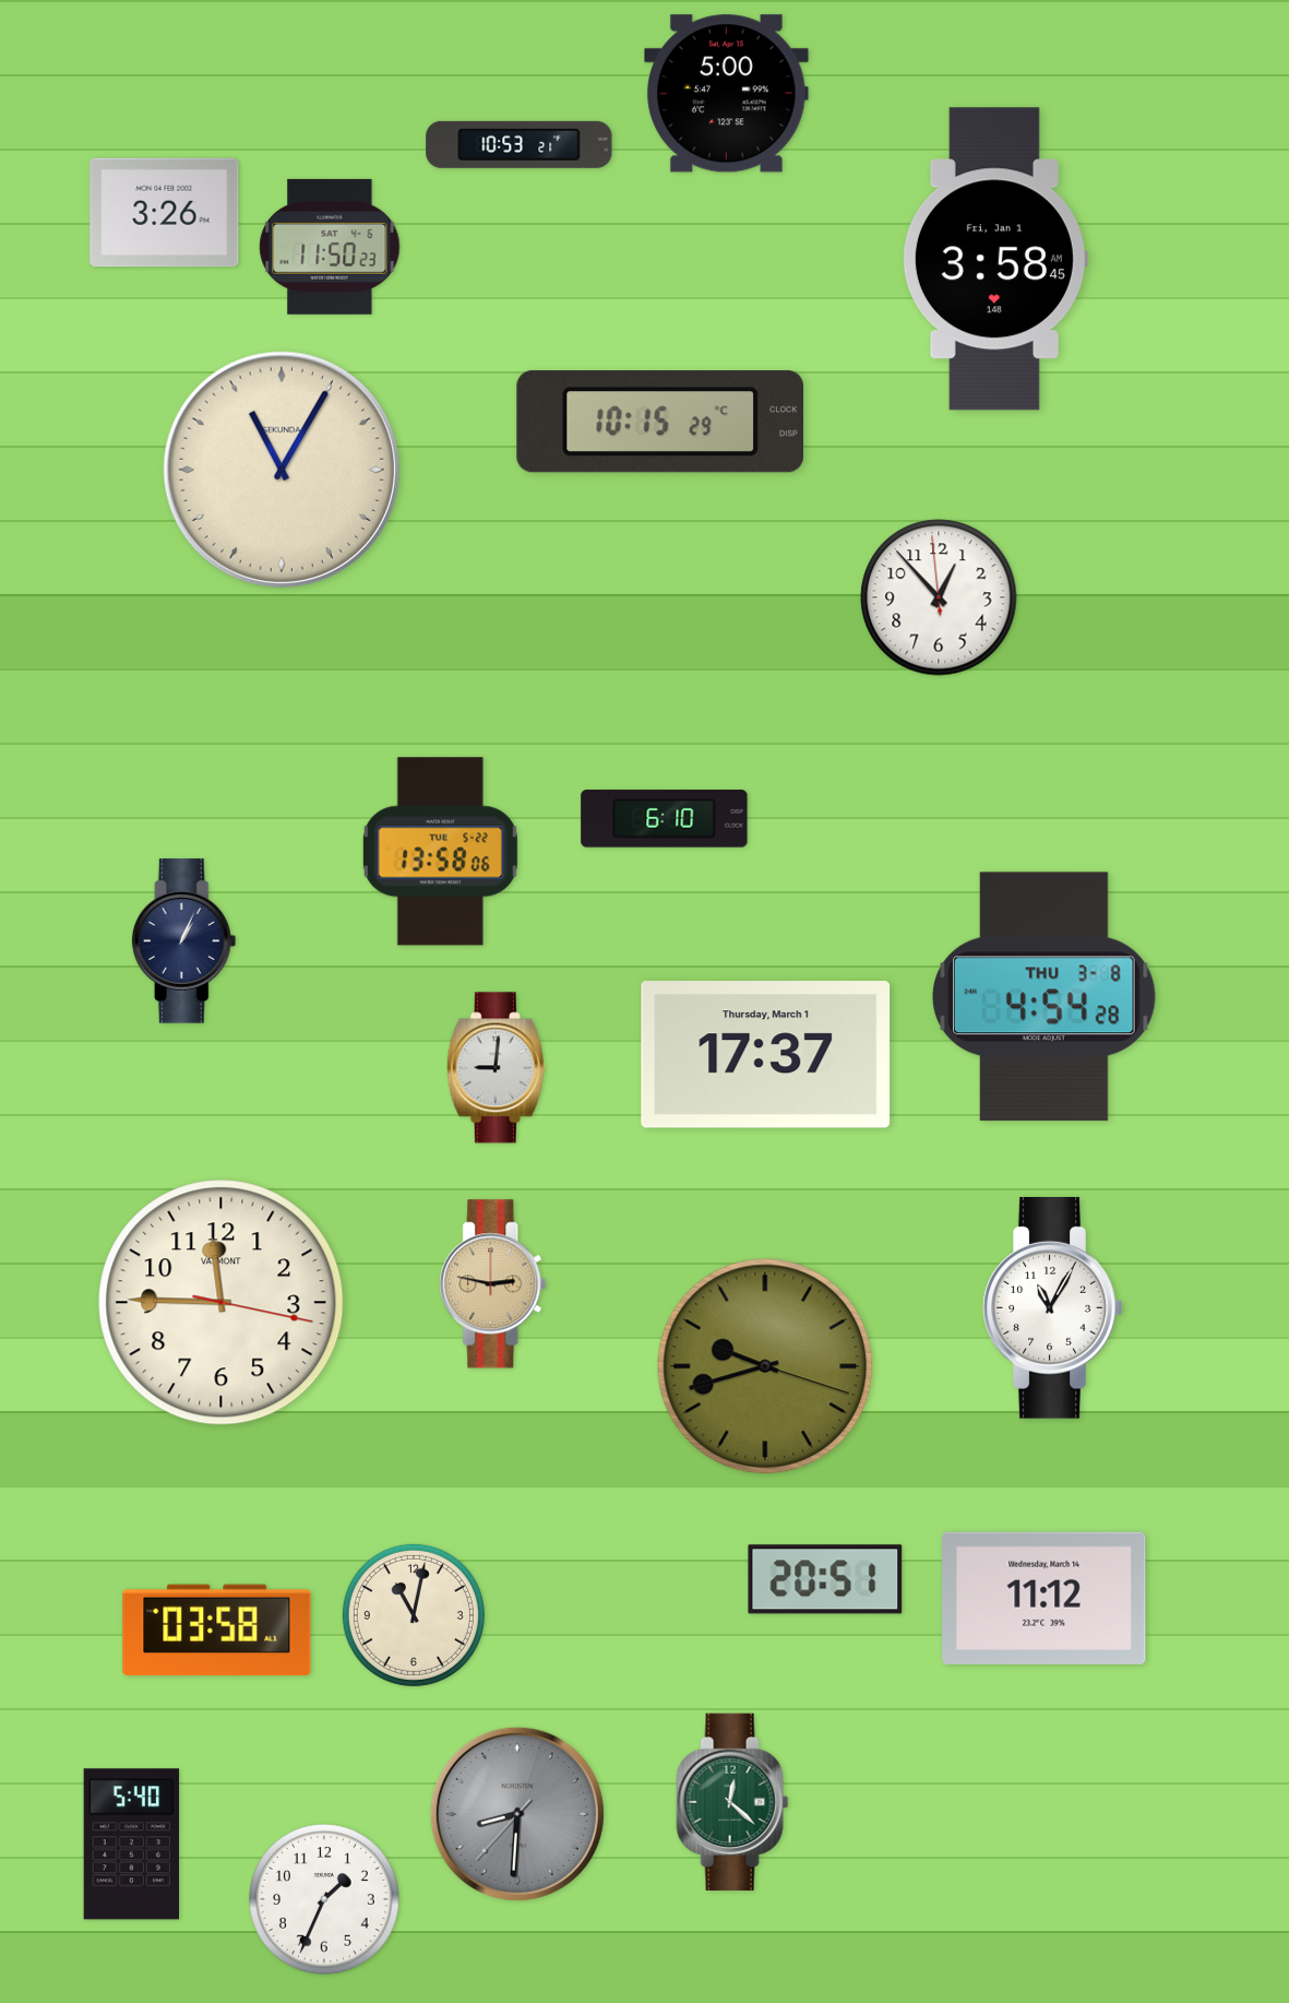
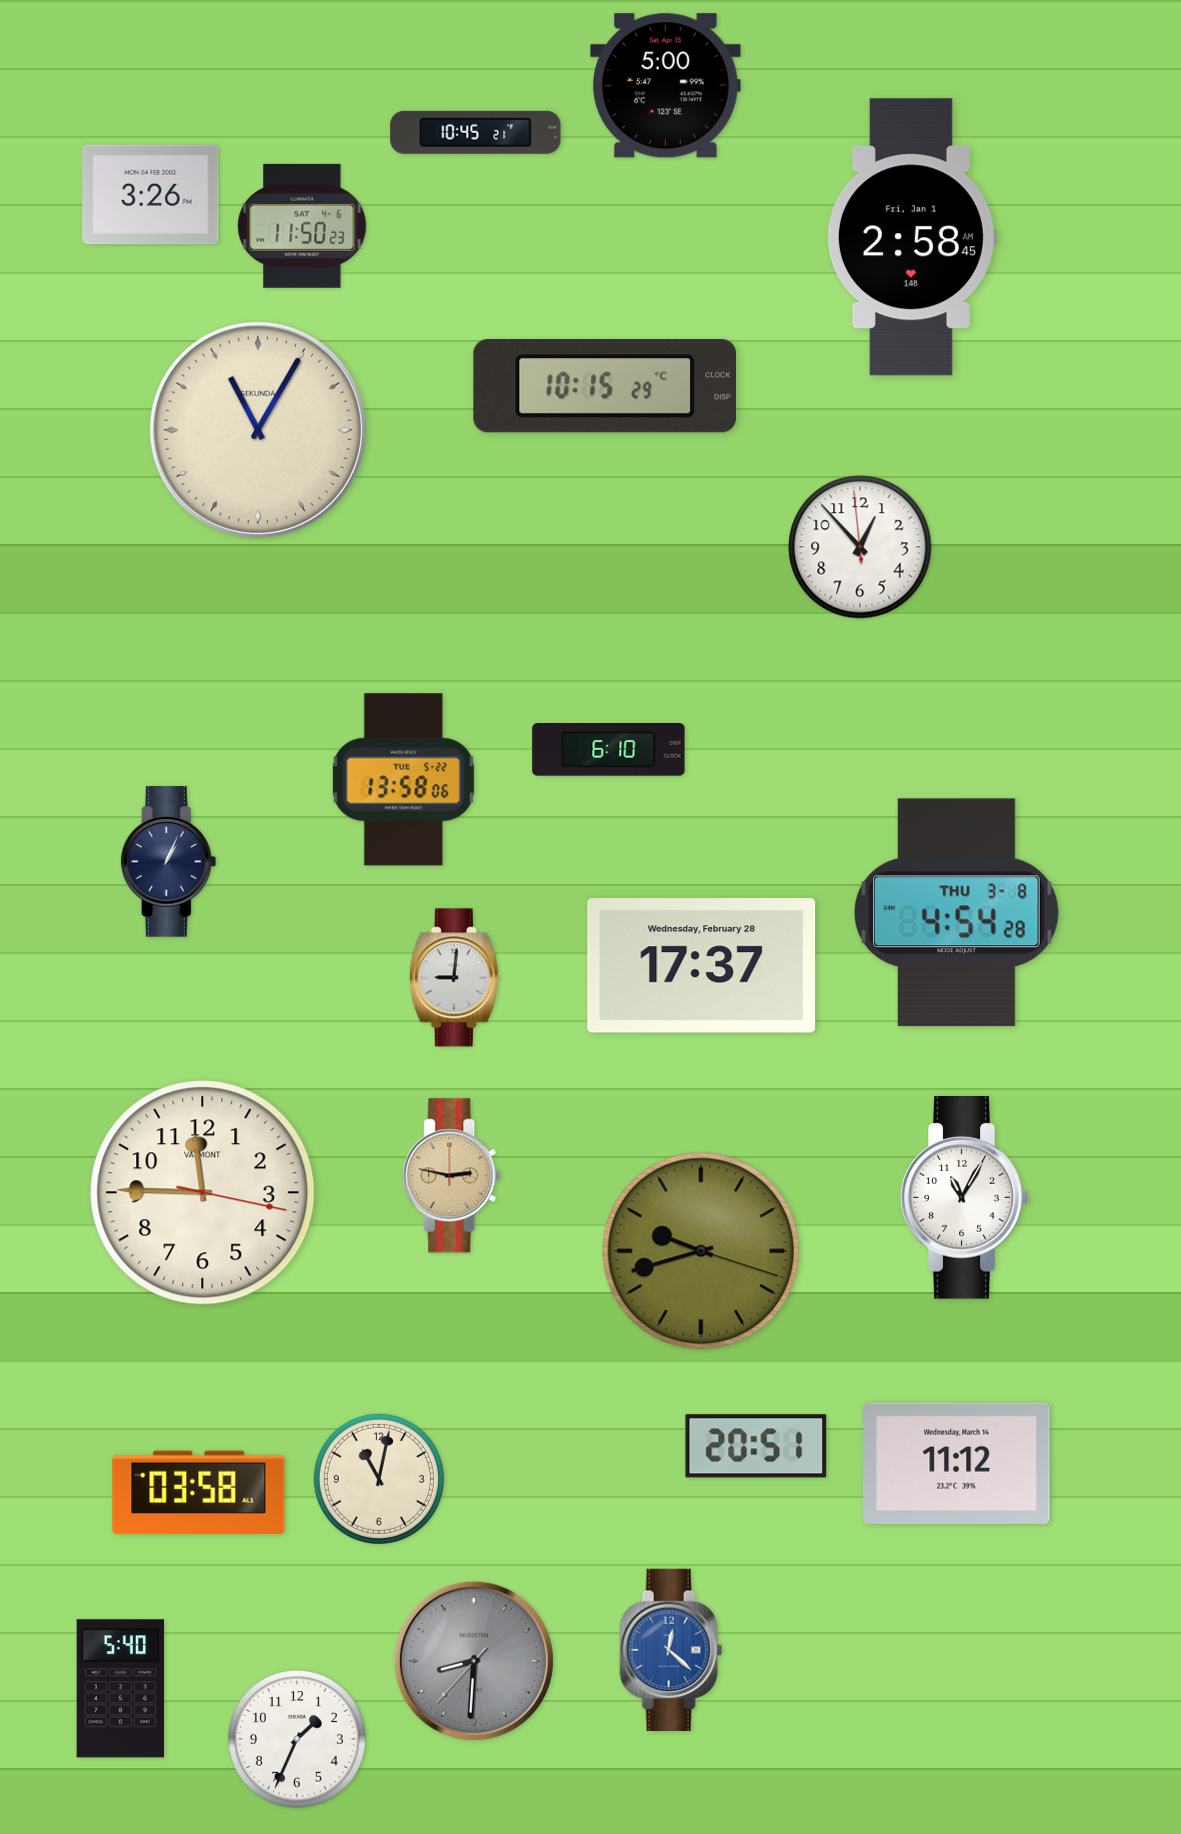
clock at (520, 144): 10:53 -> 10:45
clock at (994, 259): 3:58 -> 2:58
clock at (766, 1055) date: Thursday, March 1 -> Wednesday, February 28
clock at (732, 1802) dial: green -> blue
